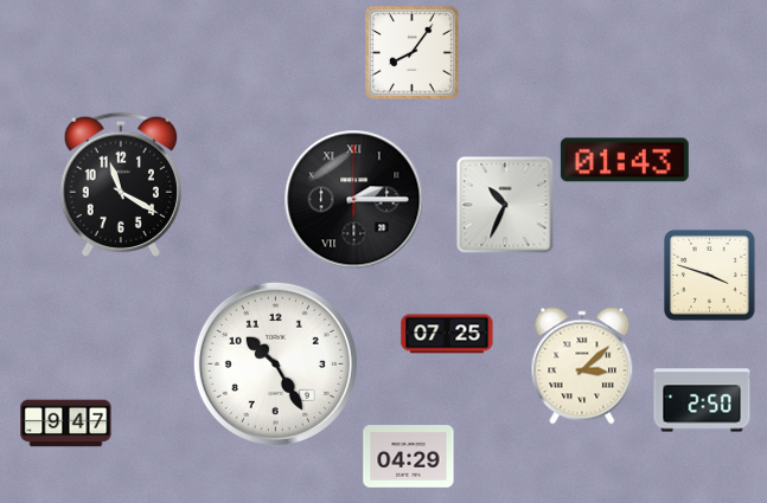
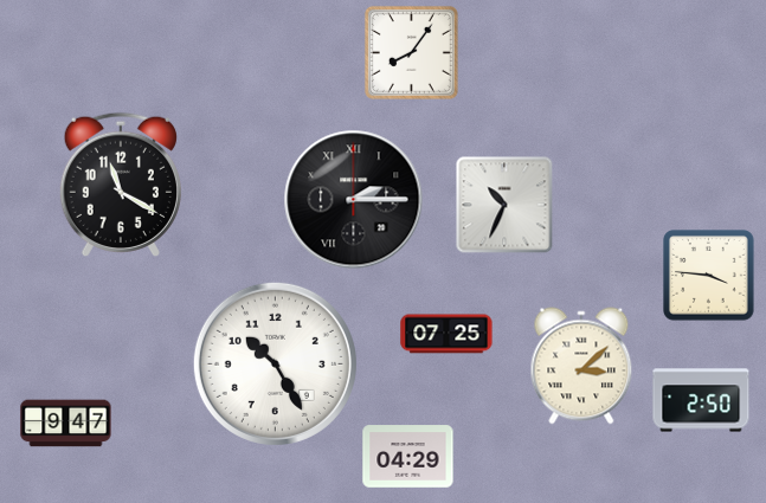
clock at (625, 160): 01:43 -> none
clock at (710, 276): 3:48 -> 3:46
